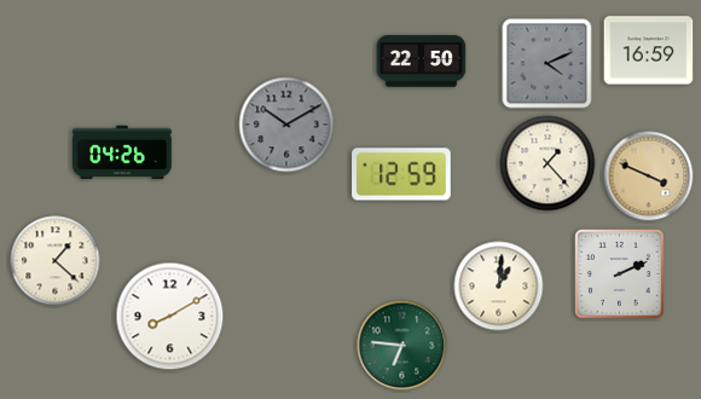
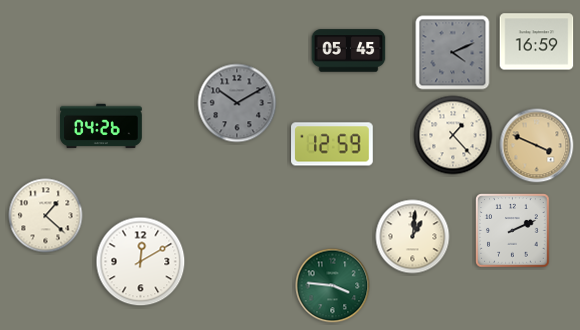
clock at (422, 62): 22:50 -> 05:45
clock at (620, 274) position: (620, 274) -> (513, 231)
clock at (170, 317): 8:10 -> 12:10
clock at (402, 346): 6:46 -> 3:46
